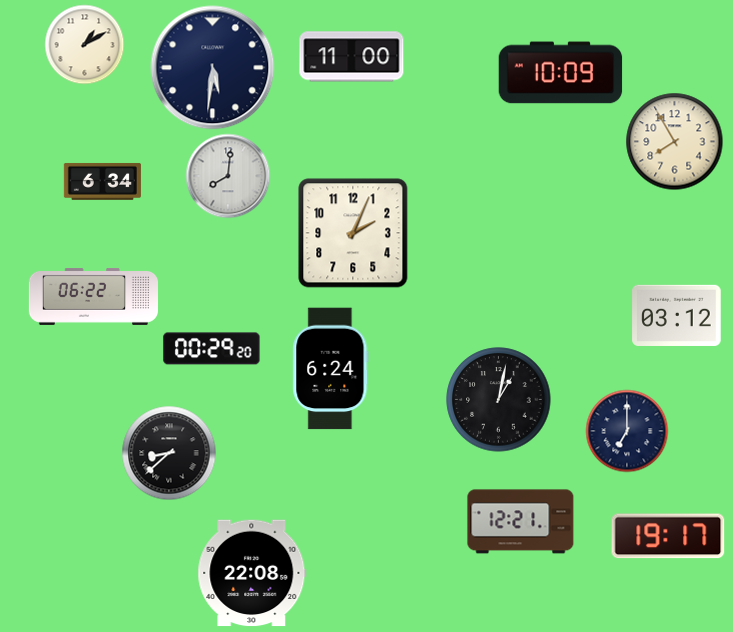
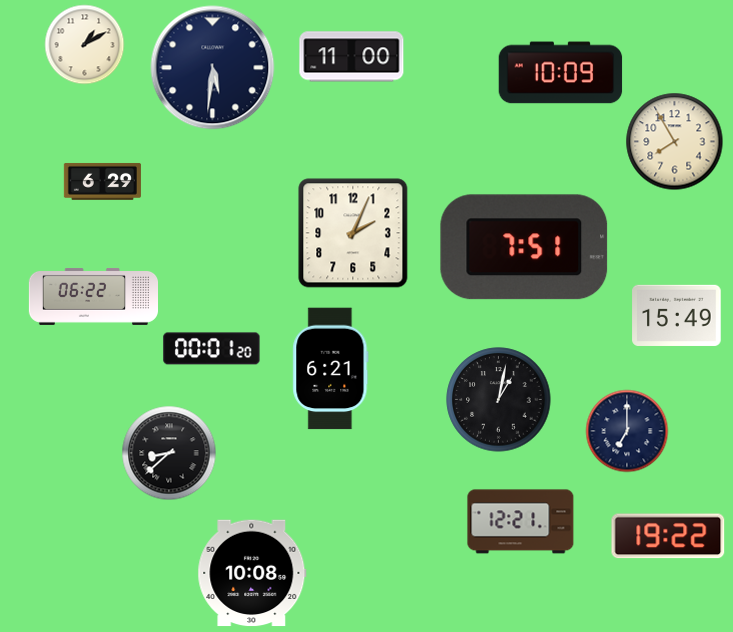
clock at (228, 176): 8:01 -> none
clock at (102, 181): 6:34 -> 6:29
clock at (524, 247): none -> 7:51
clock at (677, 315): 03:12 -> 15:49
clock at (212, 349): 00:29 -> 00:01
clock at (331, 369): 6:24 -> 6:21
clock at (668, 536): 19:17 -> 19:22
clock at (252, 573): 22:08 -> 10:08
